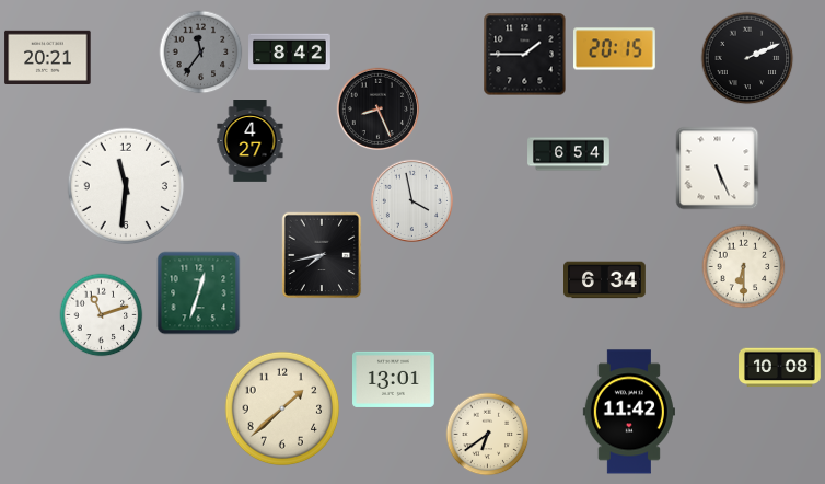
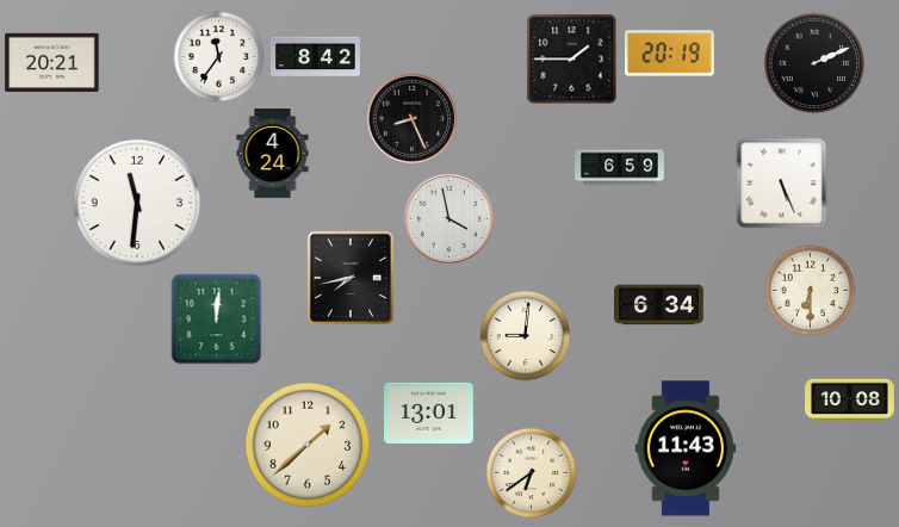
clock at (615, 49): 20:15 -> 20:19
clock at (201, 53) dial: grey -> white
clock at (251, 141): 4:27 -> 4:24
clock at (569, 154): 6:54 -> 6:59
clock at (199, 293): 12:33 -> 12:01
clock at (526, 336): none -> 9:01
clock at (102, 315): 11:12 -> none
clock at (629, 412): 11:42 -> 11:43
